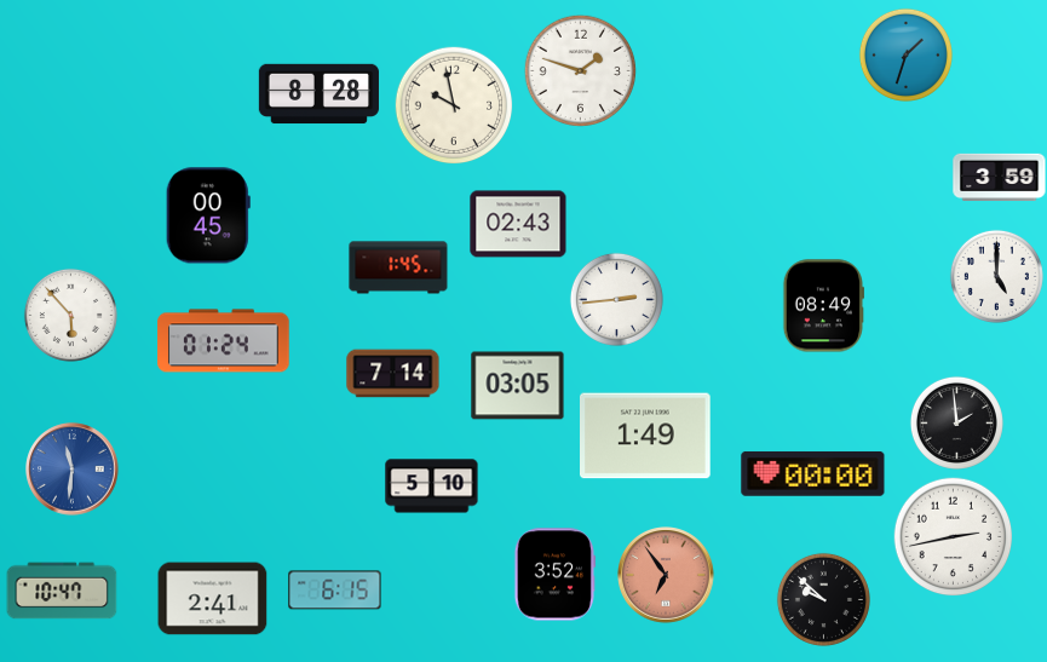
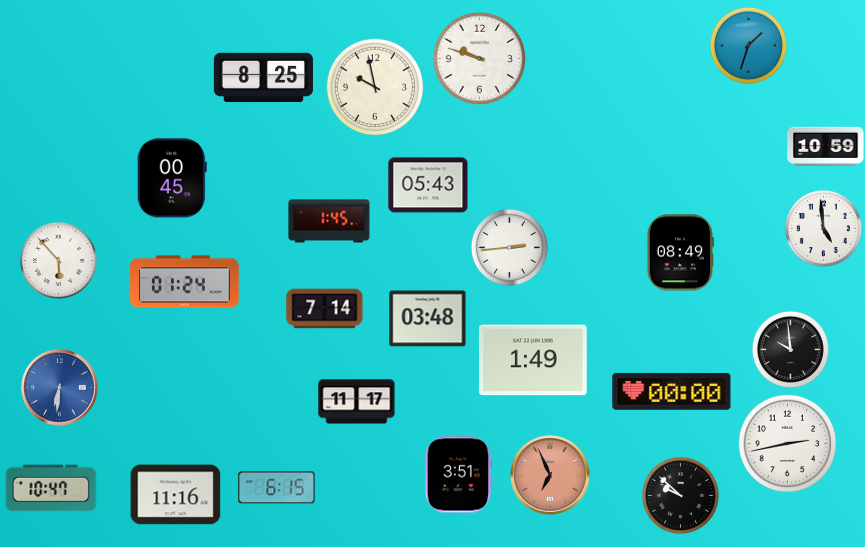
clock at (580, 70): 1:48 -> 9:48
clock at (318, 94): 8:28 -> 8:25
clock at (1000, 177): 3:59 -> 10:59
clock at (518, 224): 02:43 -> 05:43
clock at (996, 276): 5:00 -> 4:59
clock at (518, 386): 03:05 -> 03:48
clock at (956, 422): 1:59 -> 9:59
clock at (73, 470): 11:31 -> 6:31
clock at (432, 487): 5:10 -> 11:17
clock at (554, 575): 3:52 -> 3:51
clock at (667, 576): 6:54 -> 6:56
clock at (213, 599): 2:41 -> 11:16
